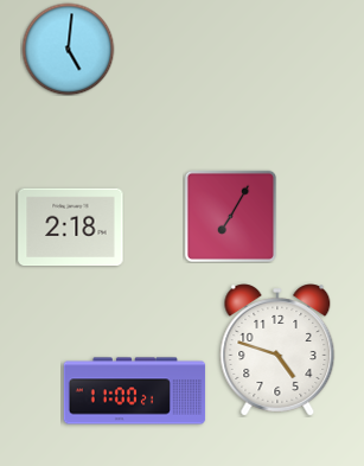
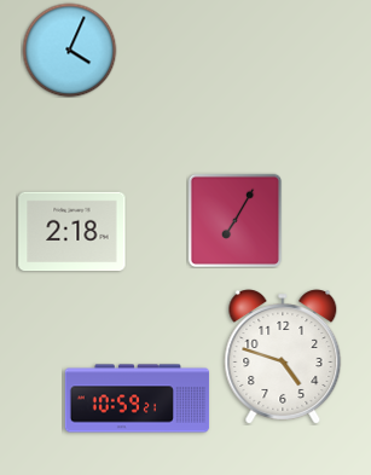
clock at (68, 49): 5:01 -> 4:04
clock at (135, 391): 11:00 -> 10:59
